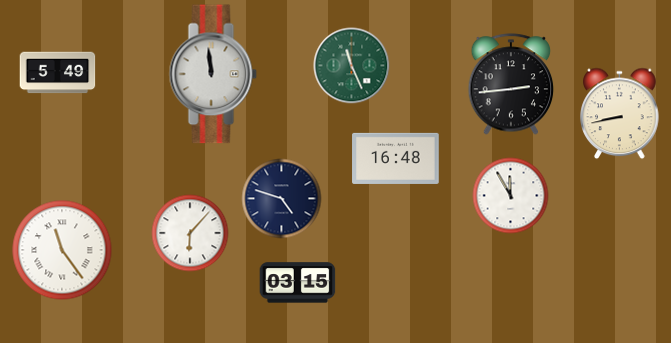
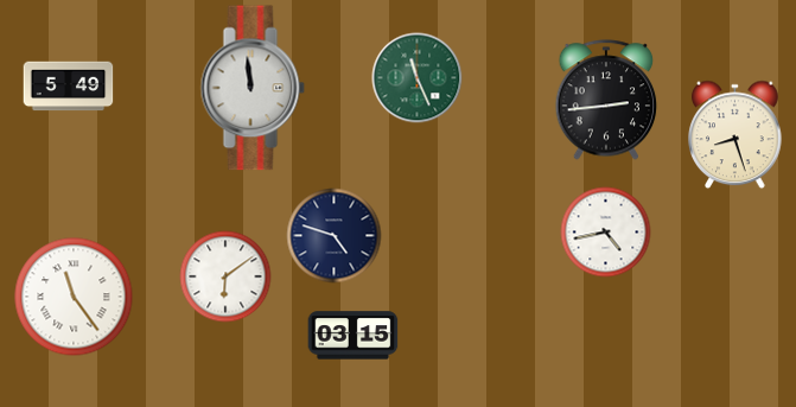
clock at (620, 114): 8:43 -> 8:27
clock at (396, 158): 16:48 -> none
clock at (511, 196): 11:55 -> 4:43
clock at (190, 233): 6:07 -> 6:09
